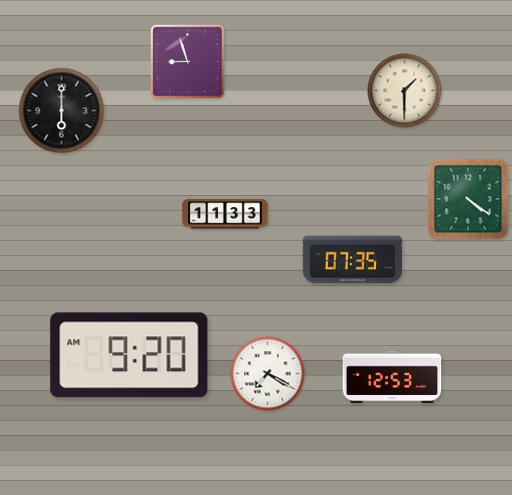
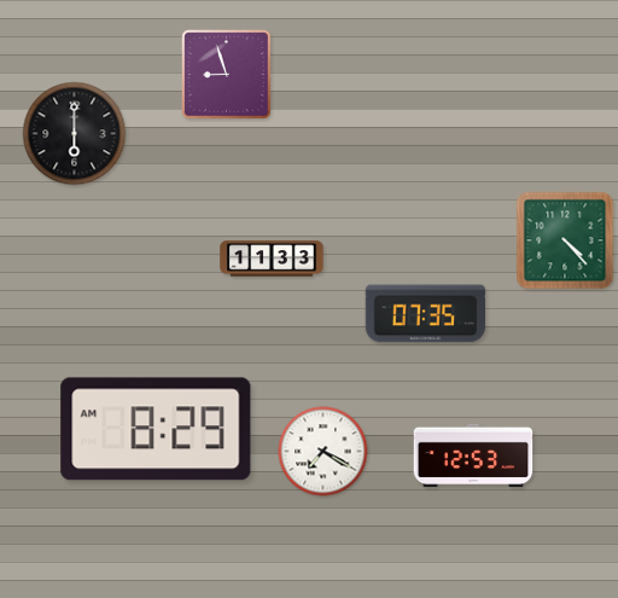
clock at (405, 91): 1:30 -> none
clock at (468, 199): 4:21 -> 4:23
clock at (129, 355): 9:20 -> 8:29
